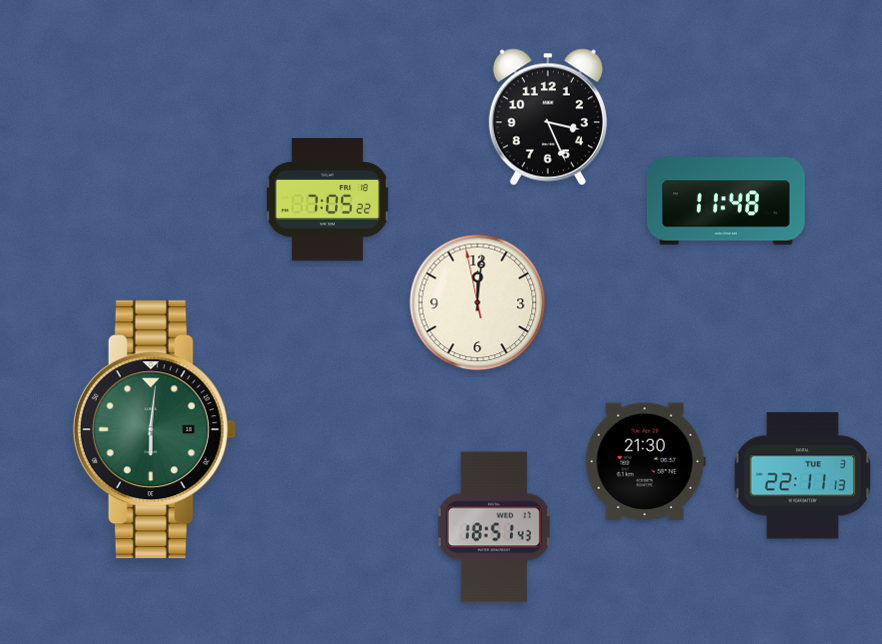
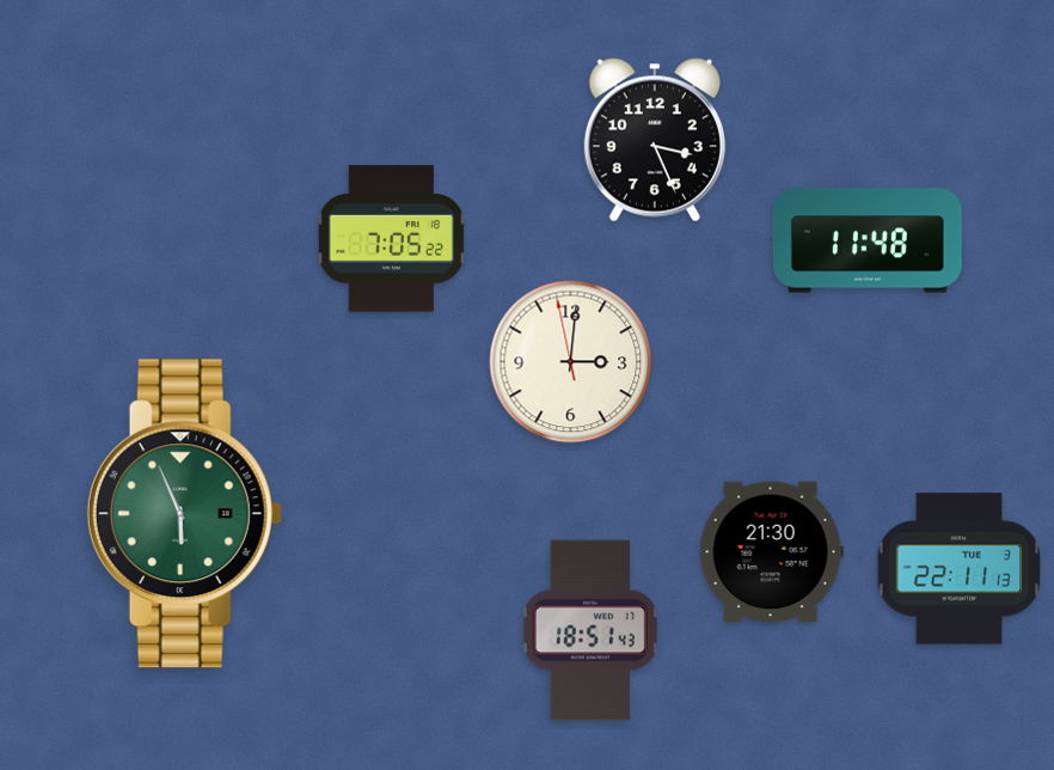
clock at (478, 303): 12:00 -> 3:00
clock at (154, 430): 6:01 -> 5:56
